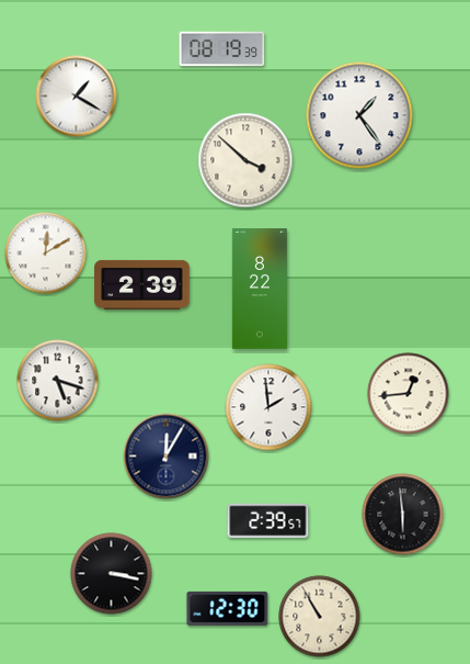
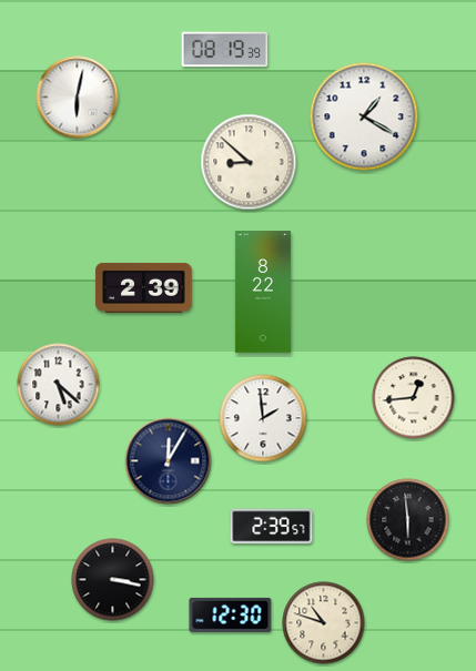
clock at (77, 97): 1:20 -> 6:02
clock at (359, 115): 1:24 -> 1:20
clock at (245, 160): 3:52 -> 8:52
clock at (46, 254): 12:10 -> none
clock at (58, 381): 5:18 -> 5:22
clock at (268, 407) position: (268, 407) -> (263, 418)
clock at (320, 617): 10:55 -> 10:48
